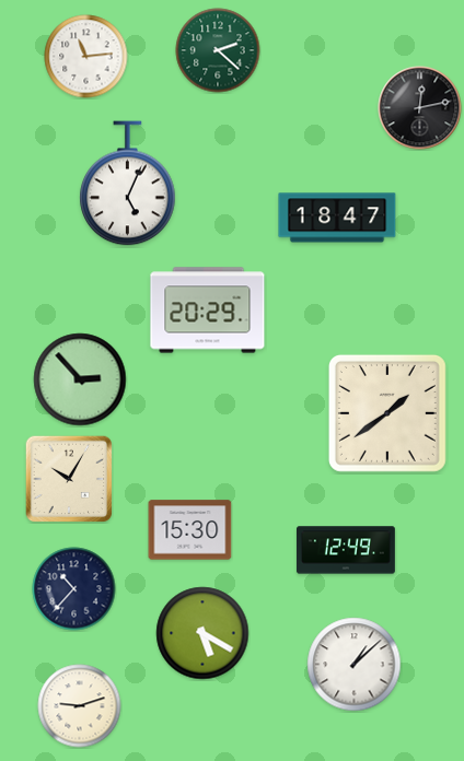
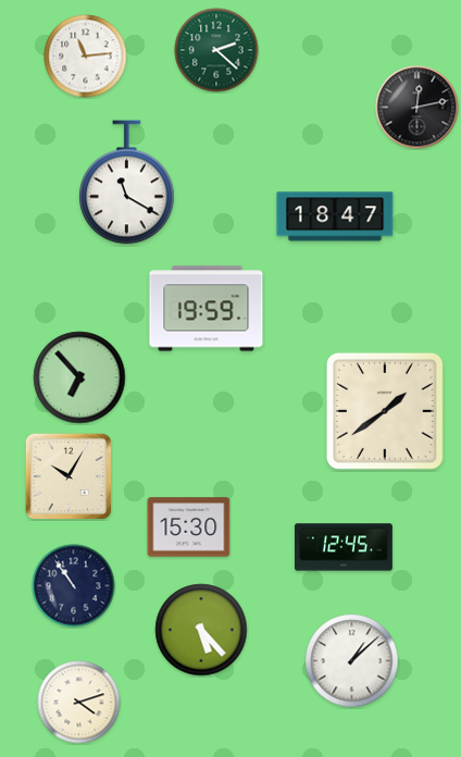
clock at (128, 184): 5:04 -> 11:20
clock at (208, 311): 20:29 -> 19:59
clock at (80, 379): 2:53 -> 6:53
clock at (346, 550): 12:49 -> 12:45
clock at (74, 589): 10:37 -> 10:54
clock at (202, 633): 5:20 -> 5:23
clock at (80, 706): 9:12 -> 4:12
